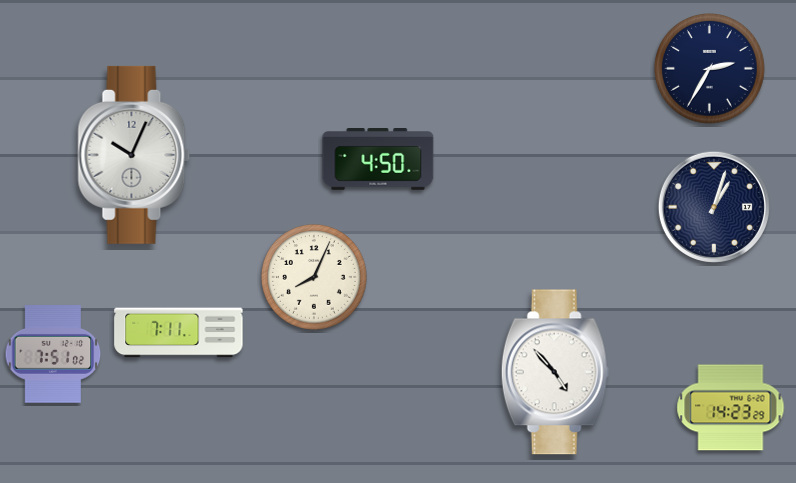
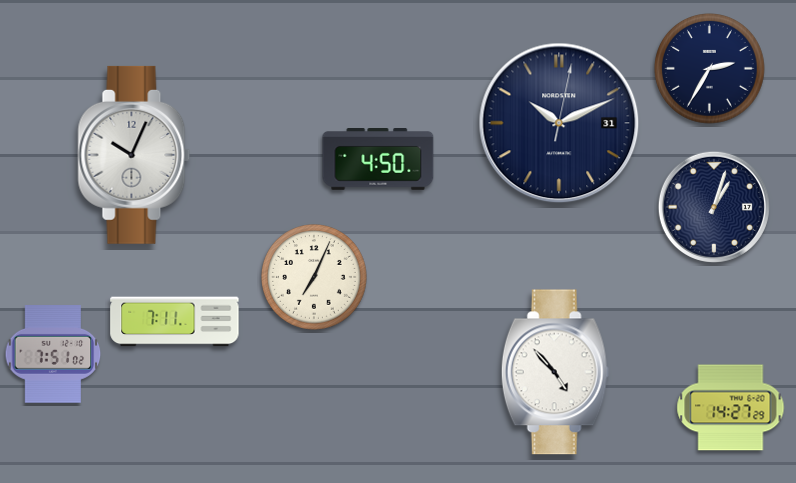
clock at (559, 123): none -> 10:11
clock at (315, 278): 8:04 -> 7:04
clock at (179, 333) position: (179, 333) -> (175, 322)
clock at (731, 408): 14:23 -> 14:27
